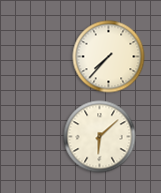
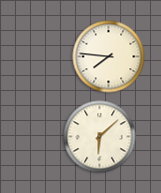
clock at (109, 57): 7:37 -> 7:46
